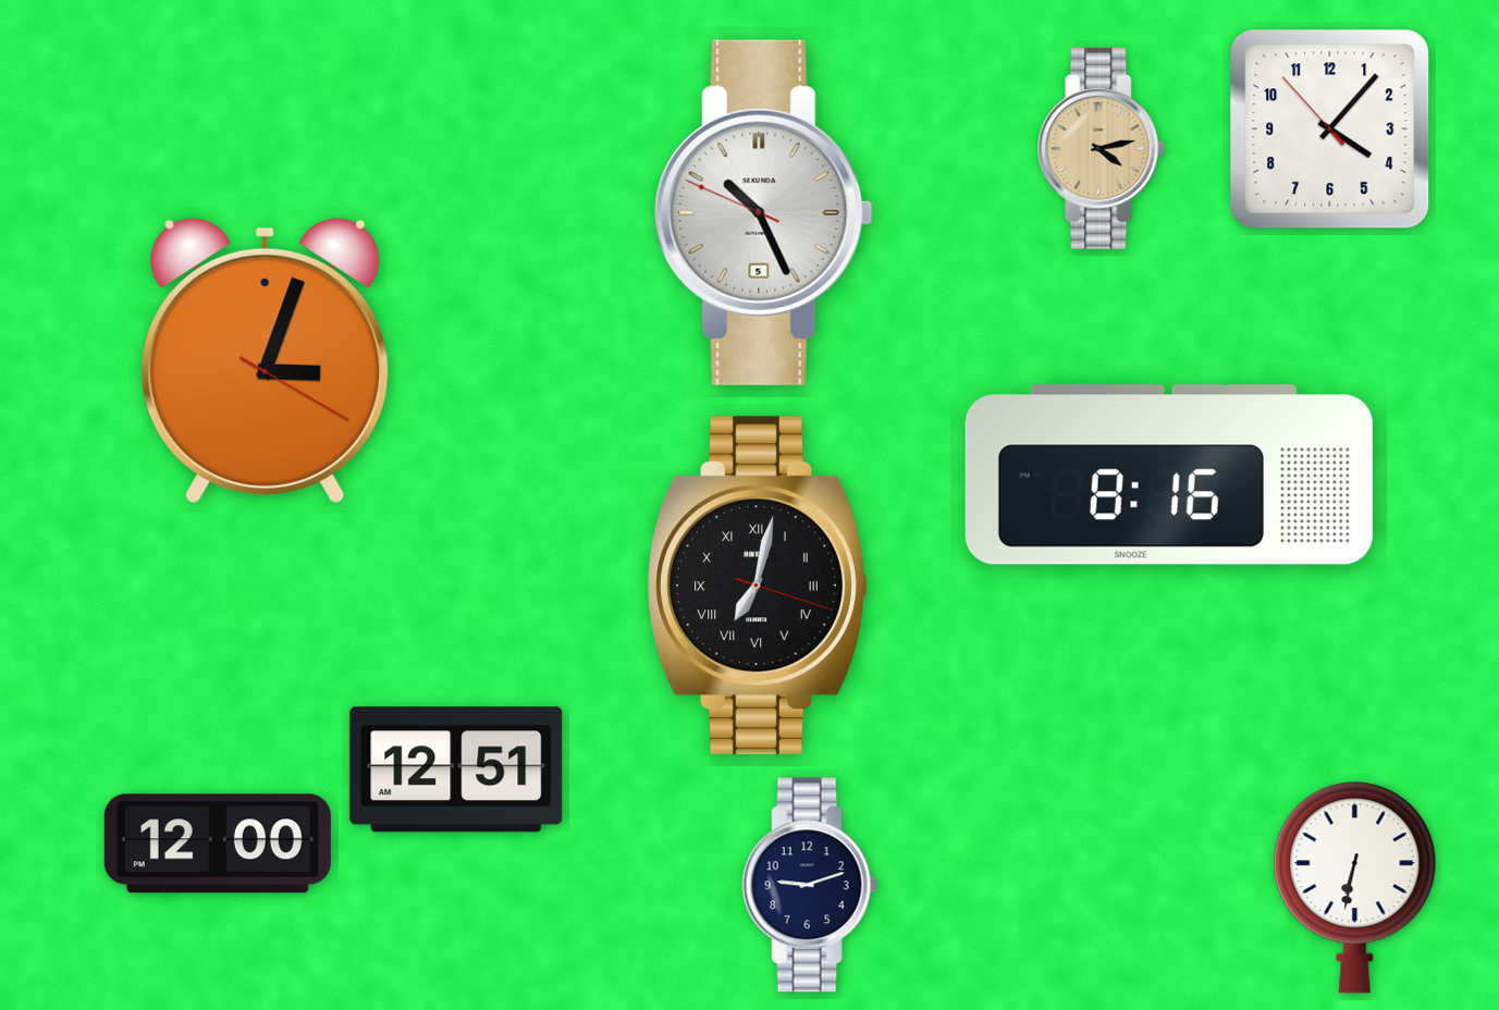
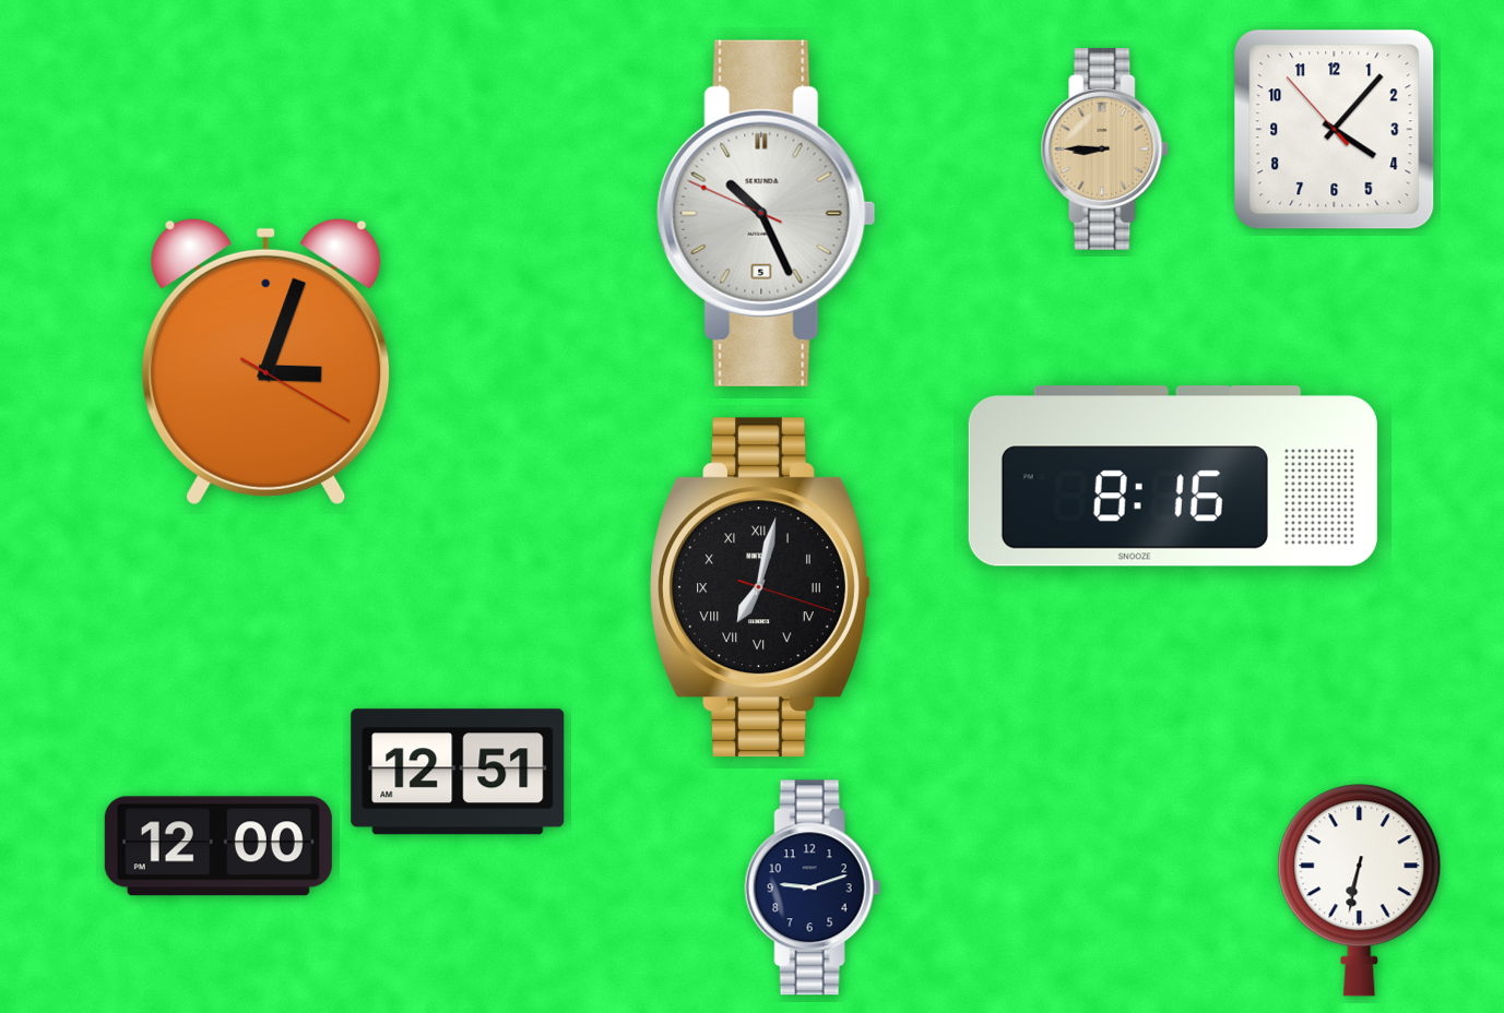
clock at (1102, 148): 4:13 -> 8:45
